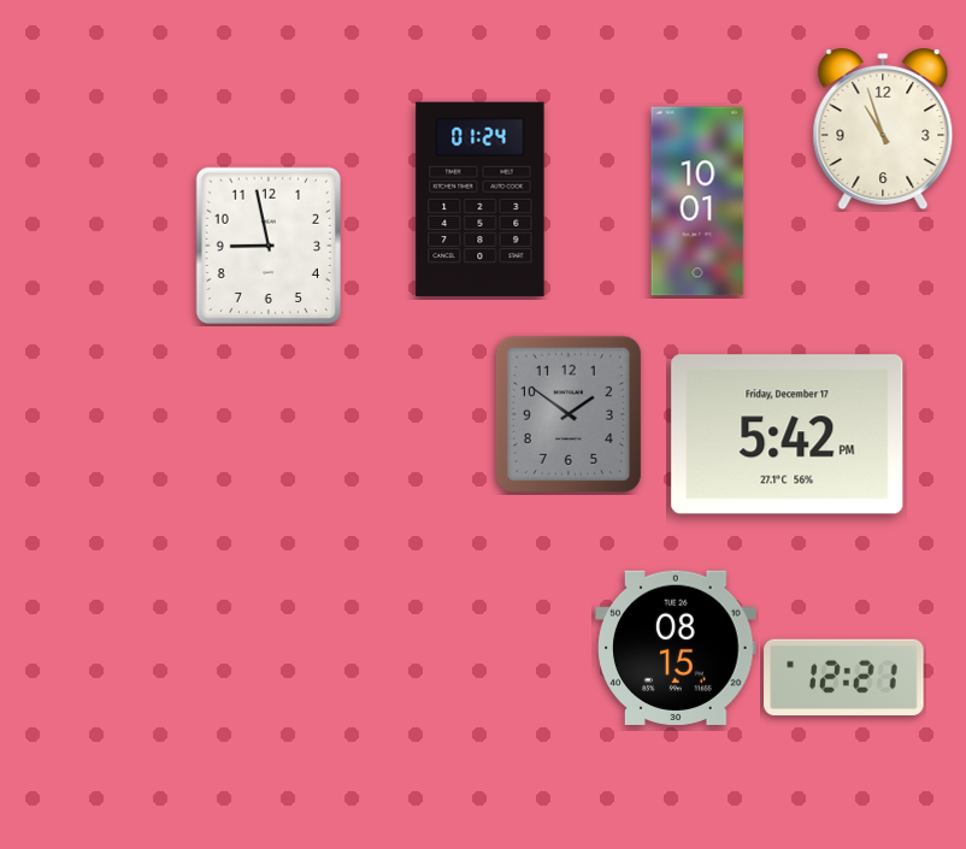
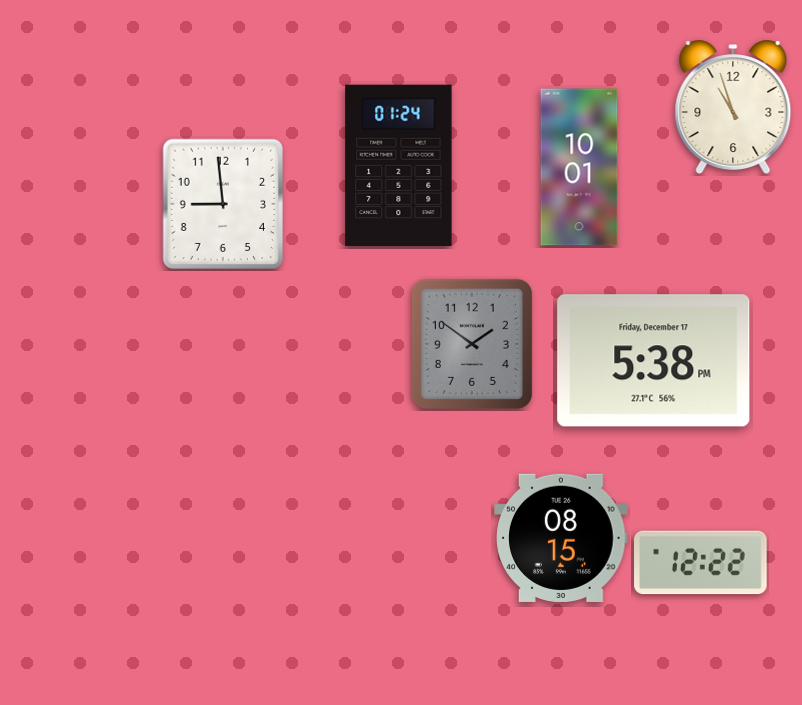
clock at (267, 246): 8:58 -> 8:59
clock at (788, 435): 5:42 -> 5:38
clock at (844, 678): 12:21 -> 12:22
